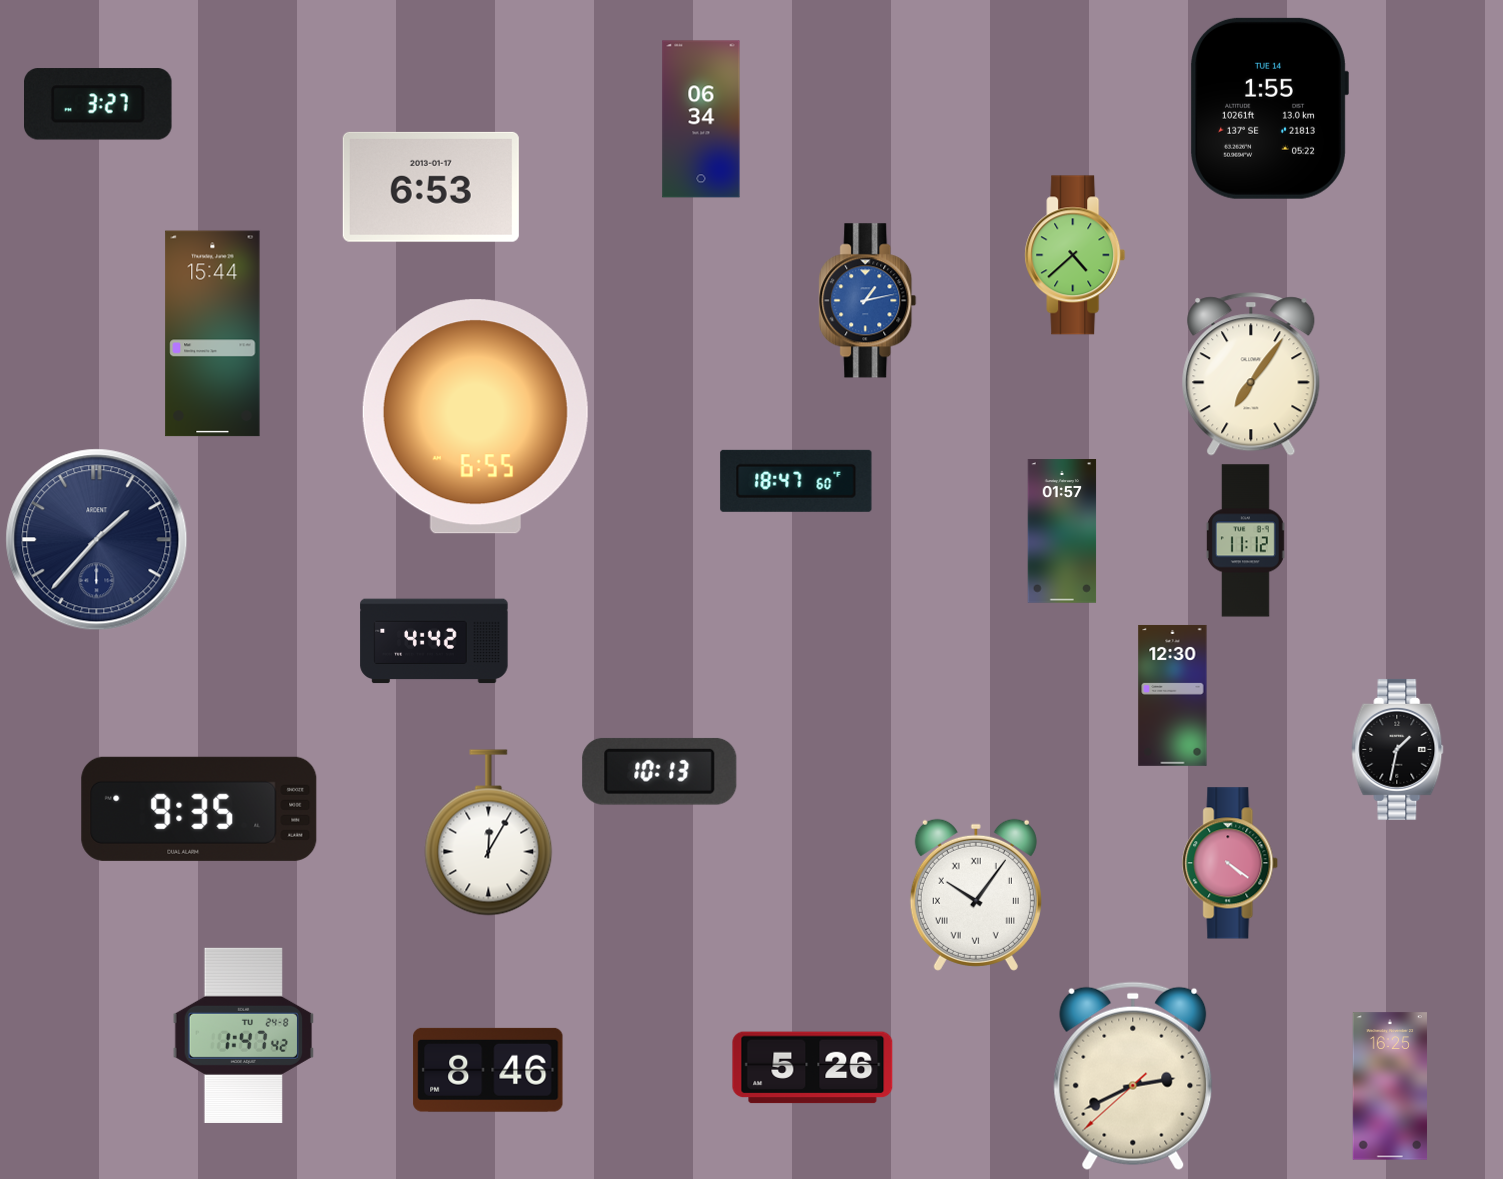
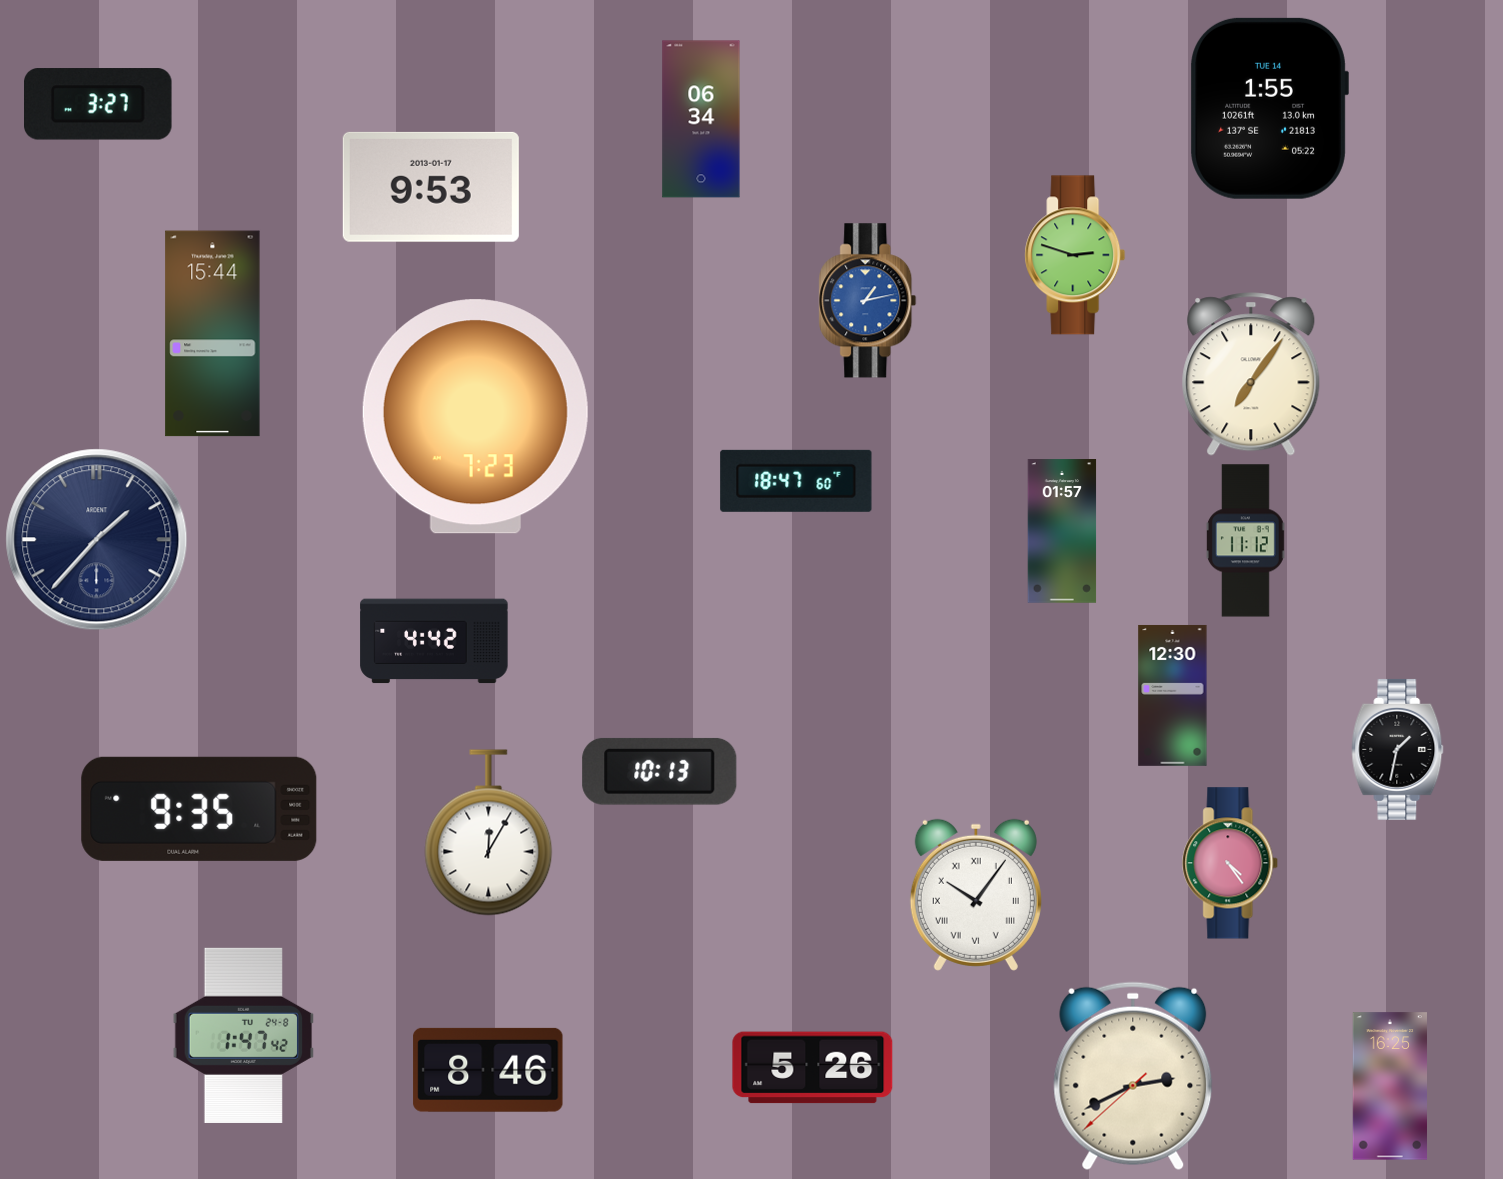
clock at (431, 187): 6:53 -> 9:53
clock at (1075, 255): 4:38 -> 2:48
clock at (475, 417): 6:55 -> 7:23
clock at (1231, 863): 4:21 -> 4:24
